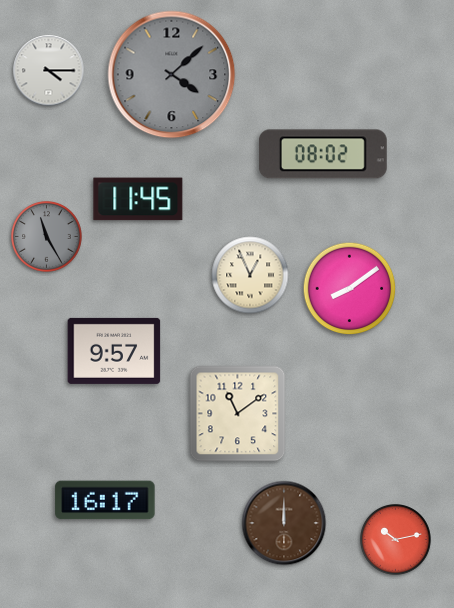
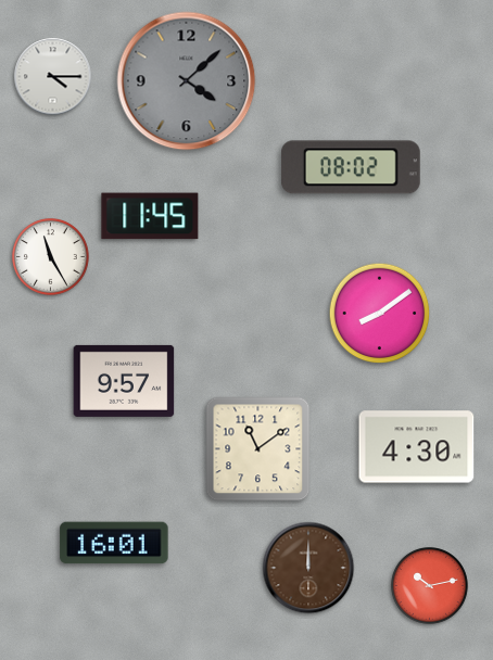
clock at (47, 237) dial: grey -> white
clock at (250, 275): 12:56 -> none
clock at (417, 447): none -> 4:30
clock at (105, 500): 16:17 -> 16:01
